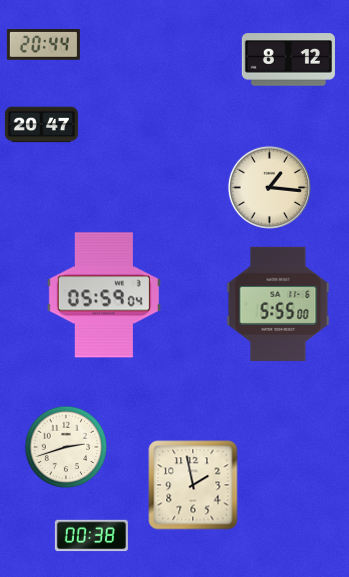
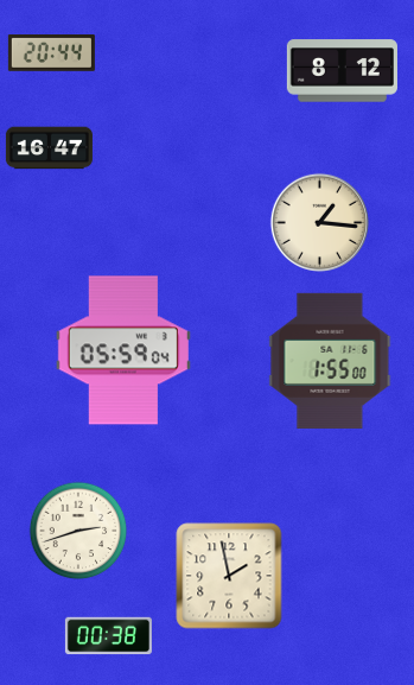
clock at (41, 125): 20:47 -> 16:47
clock at (278, 304): 5:55 -> 1:55
